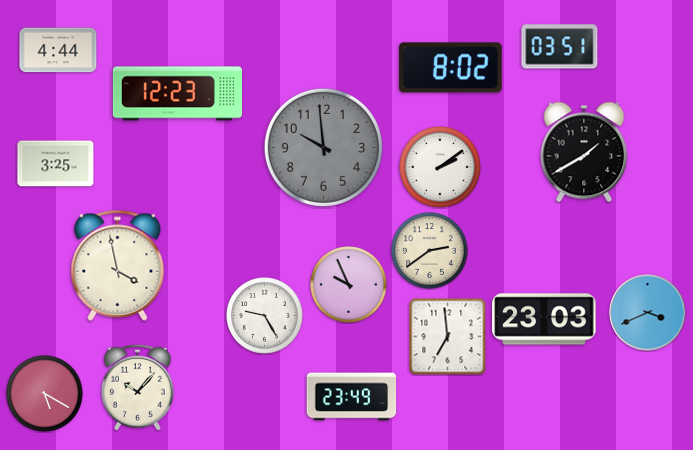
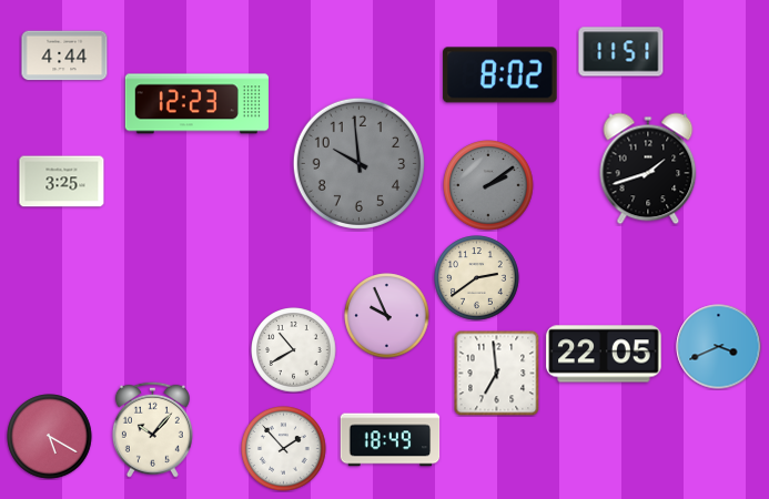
clock at (560, 47): 03:51 -> 11:51
clock at (584, 152): 1:40 -> 1:42
clock at (440, 167) dial: white -> grey
clock at (118, 265): 3:58 -> none
clock at (265, 316): 9:25 -> 10:40
clock at (544, 319): 23:03 -> 22:05
clock at (352, 397): 23:49 -> 18:49
clock at (284, 449): none -> 1:53
